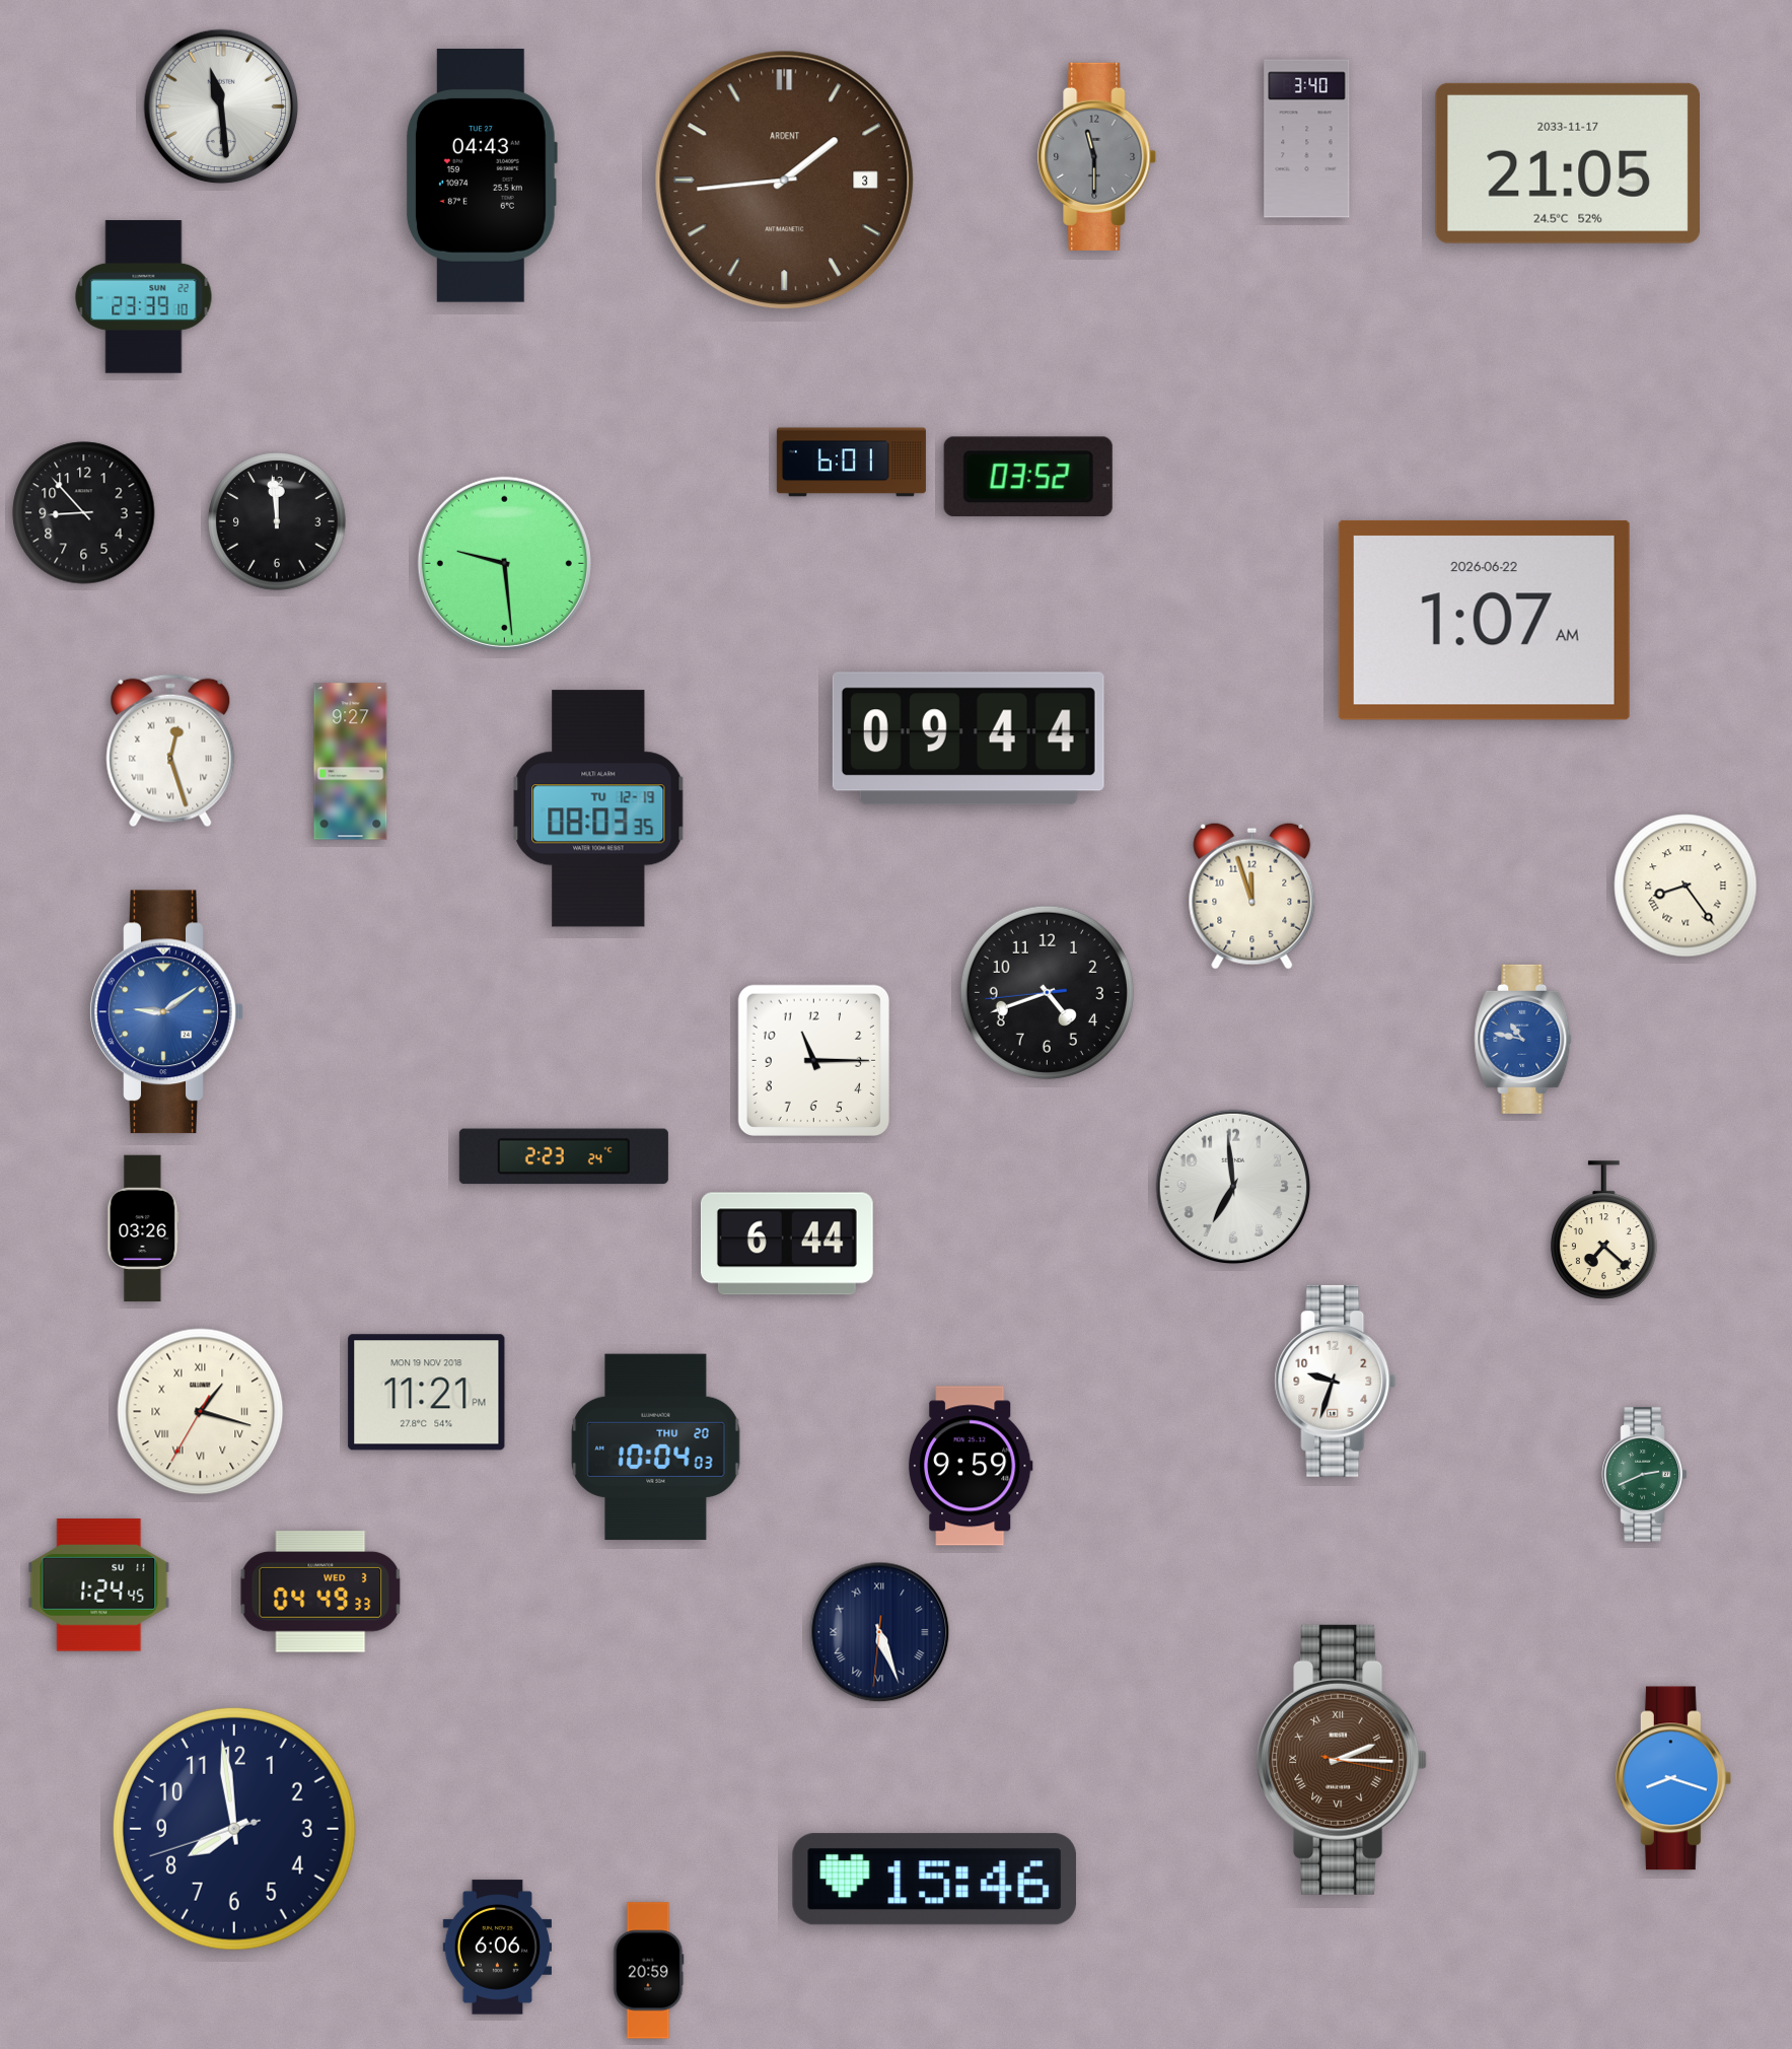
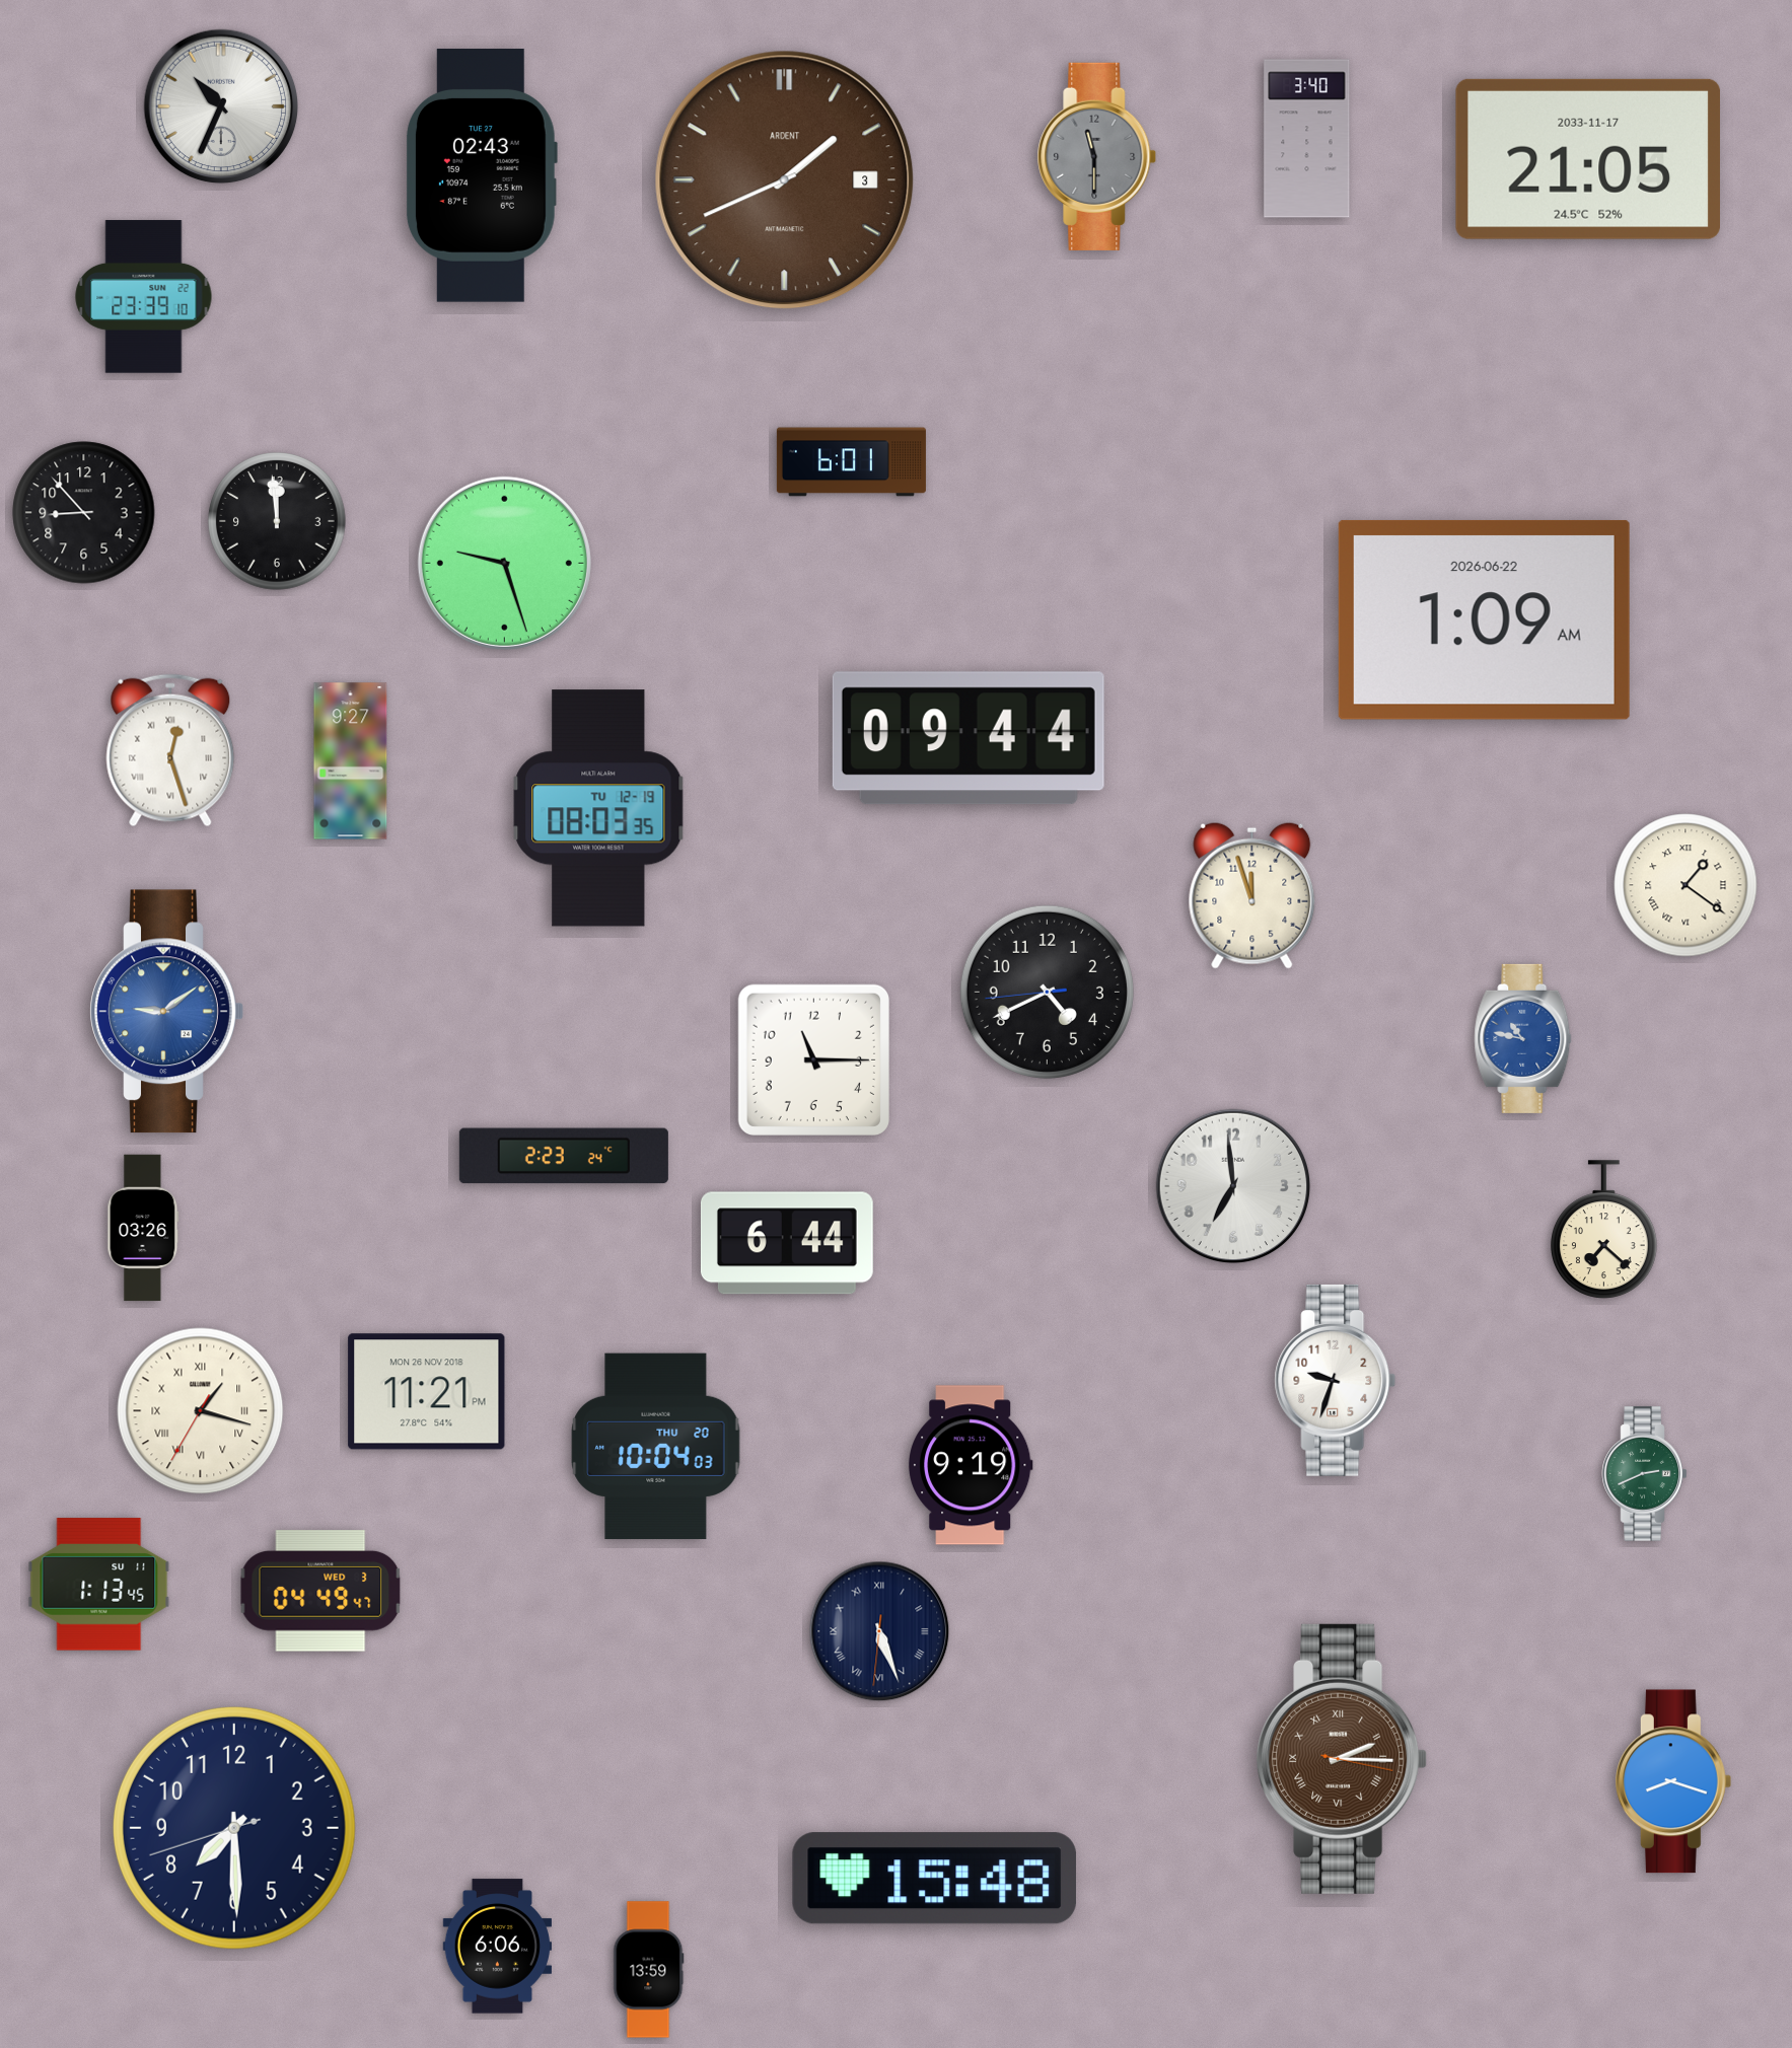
clock at (221, 107): 11:29 -> 10:34
clock at (1568, 163) position: (1568, 163) -> (1588, 159)
clock at (481, 176): 04:43 -> 02:43
clock at (785, 181): 1:44 -> 1:41
clock at (1028, 477): 03:52 -> none
clock at (504, 563): 9:29 -> 9:27
clock at (1484, 620): 1:07 -> 1:09
clock at (1686, 886): 8:24 -> 1:21
clock at (1047, 992): 4:41 -> 4:40
clock at (427, 1393) date: MON 19 NOV 2018 -> MON 26 NOV 2018
clock at (971, 1466): 9:59 -> 9:19
clock at (99, 1585): 1:24 -> 1:13
clock at (320, 1592): 04:49:33 -> 04:49:47
clock at (1673, 1778) position: (1673, 1778) -> (1673, 1781)
clock at (234, 1829): 7:58 -> 7:29
clock at (934, 1880): 15:46 -> 15:48
clock at (649, 1971): 20:59 -> 13:59
